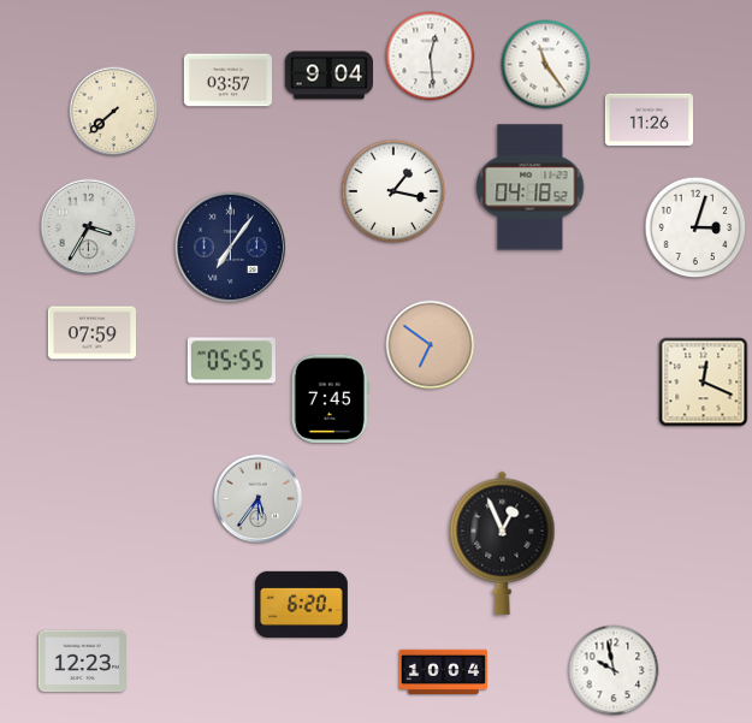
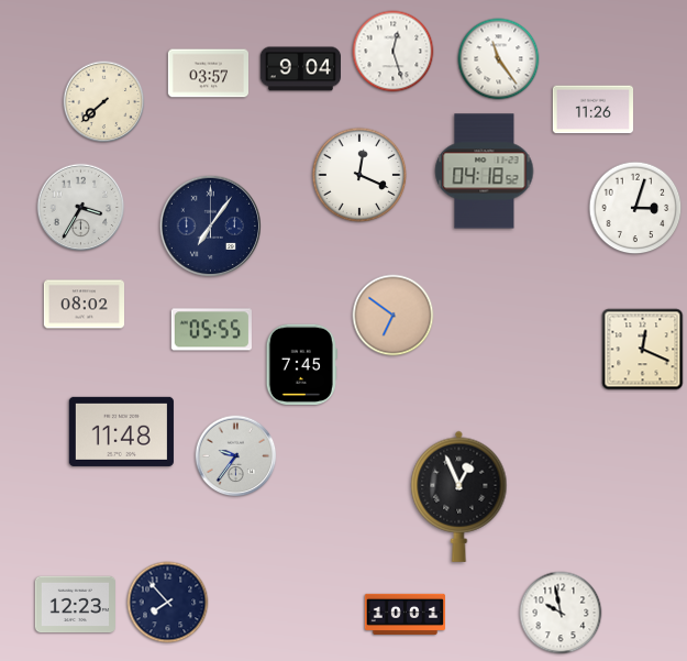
clock at (431, 57): 12:29 -> 12:27
clock at (393, 191): 1:17 -> 12:19
clock at (91, 333): 07:59 -> 08:02
clock at (121, 431): none -> 11:48
clock at (259, 499): 5:36 -> 9:36
clock at (302, 604): 6:20 -> none
clock at (168, 603): none -> 7:53
clock at (443, 672): 10:04 -> 10:01
